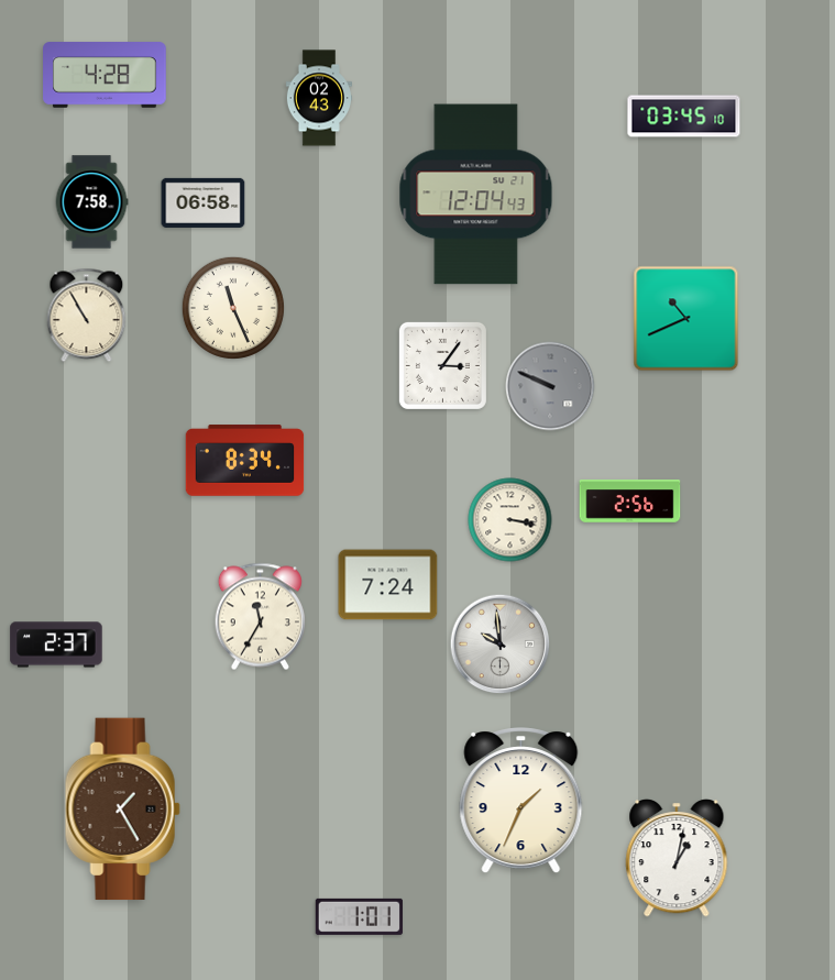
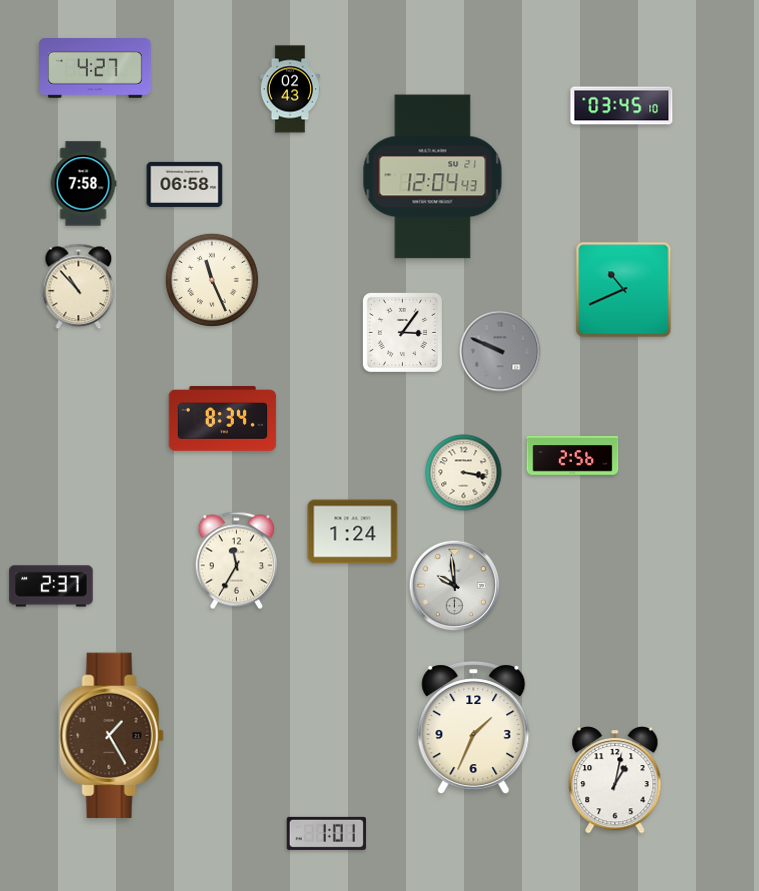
clock at (105, 75): 4:28 -> 4:27
clock at (87, 316): 10:55 -> 10:53
clock at (388, 585): 7:24 -> 1:24
